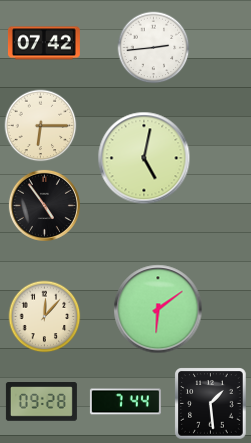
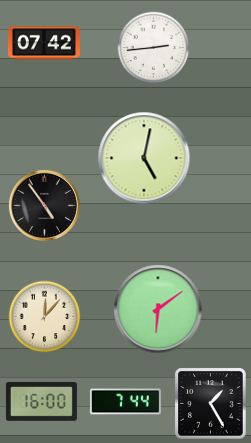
clock at (41, 126): 6:15 -> none
clock at (41, 402): 09:28 -> 16:00
clock at (211, 404): 1:29 -> 1:25
